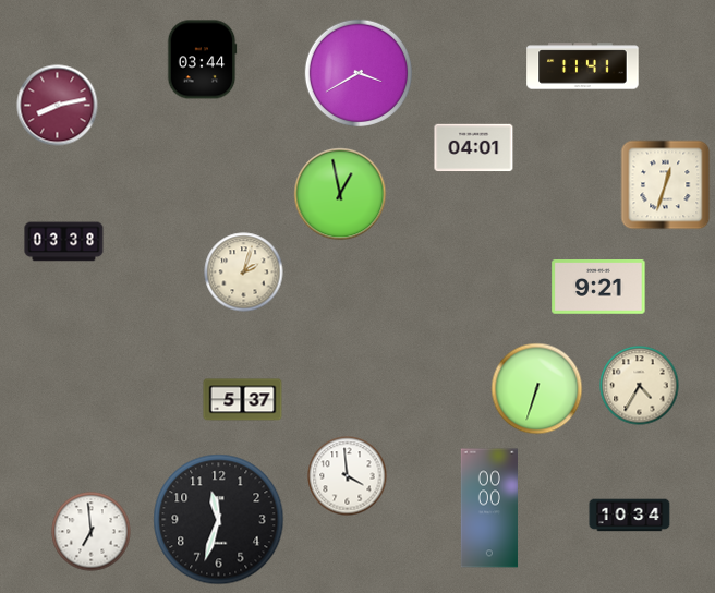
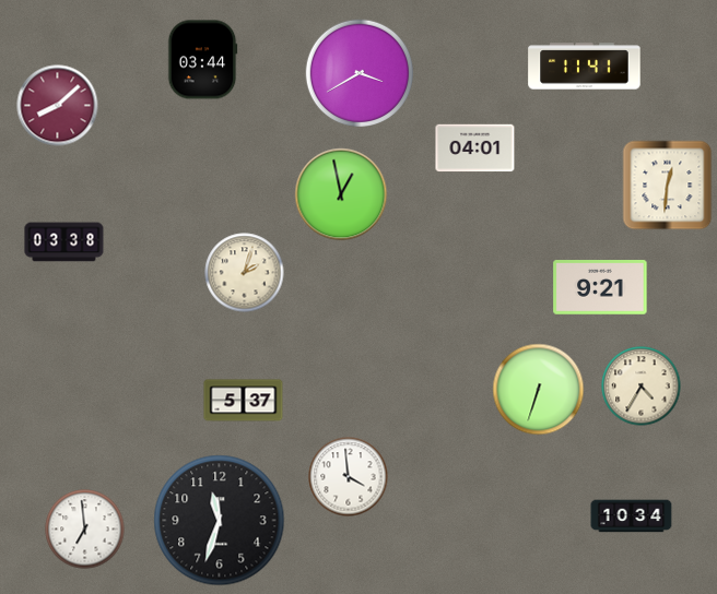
clock at (58, 106): 8:13 -> 8:08
clock at (666, 185): 12:33 -> 12:31
clock at (489, 508): 00:00 -> none
clock at (92, 532) position: (92, 532) -> (85, 530)
